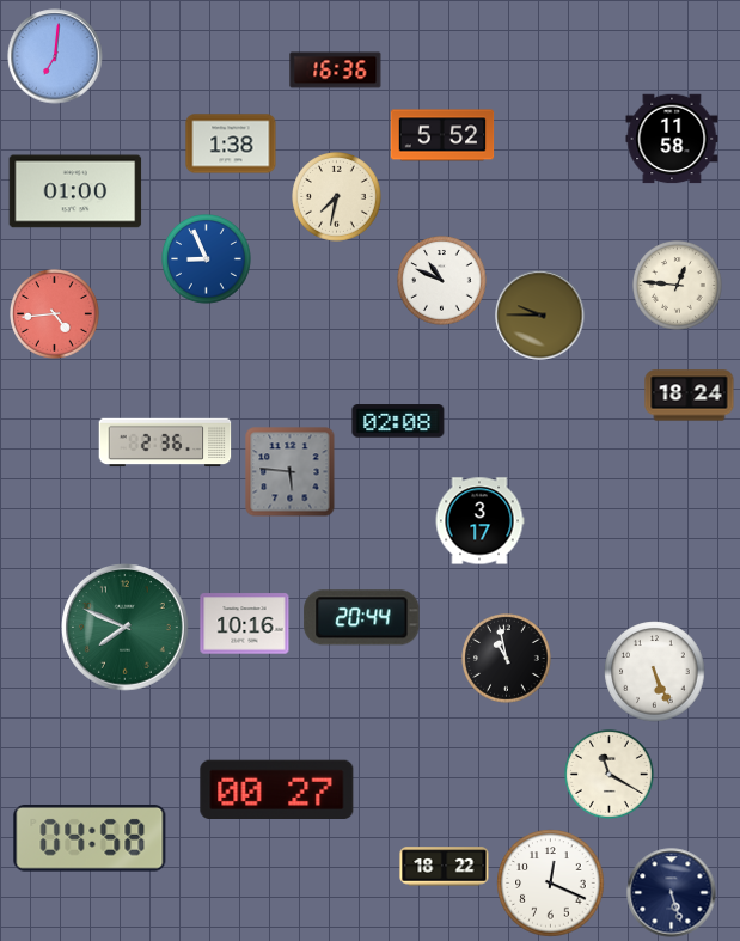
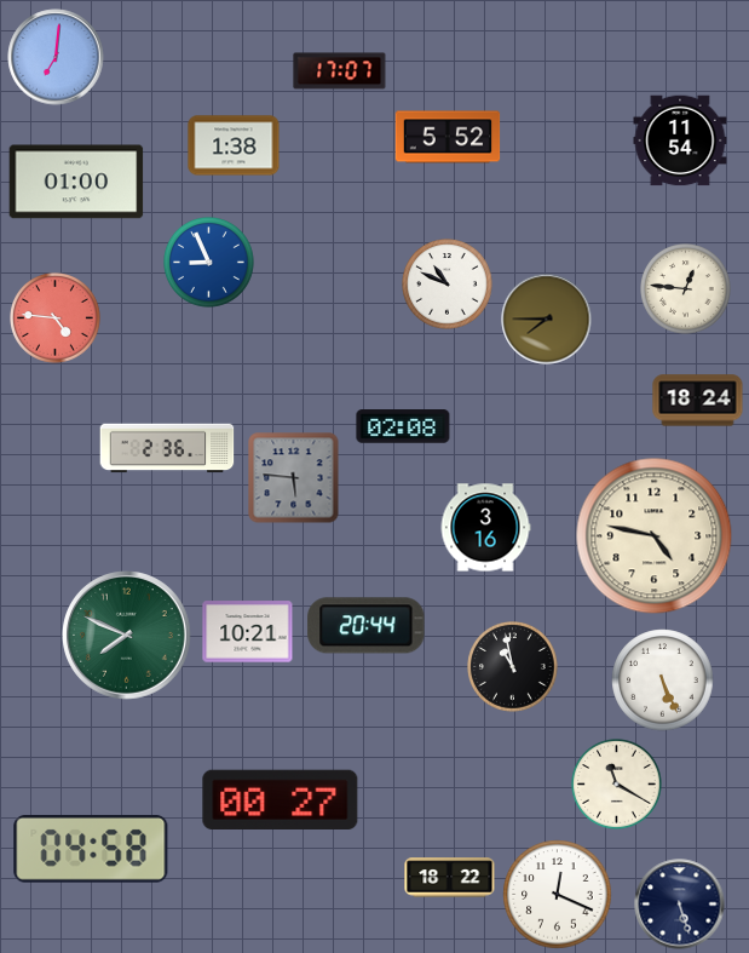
clock at (336, 71): 16:36 -> 17:07
clock at (672, 139): 11:58 -> 11:54
clock at (75, 191) position: (75, 191) -> (76, 182)
clock at (337, 197): 7:32 -> none
clock at (55, 314): 4:44 -> 4:46
clock at (540, 316): 9:45 -> 7:45
clock at (479, 521): 3:17 -> 3:16
clock at (655, 536): none -> 4:47
clock at (245, 624): 10:16 -> 10:21
